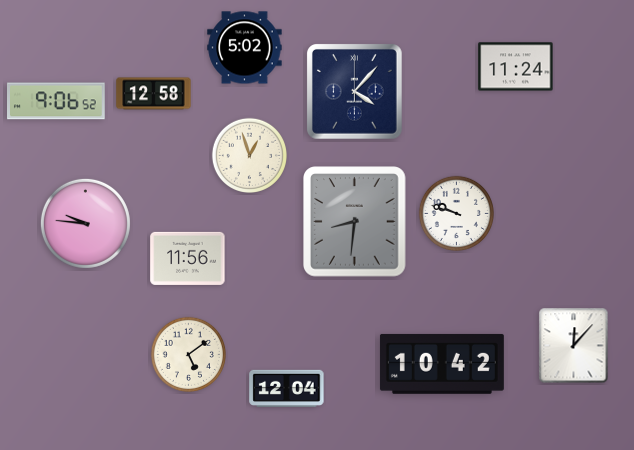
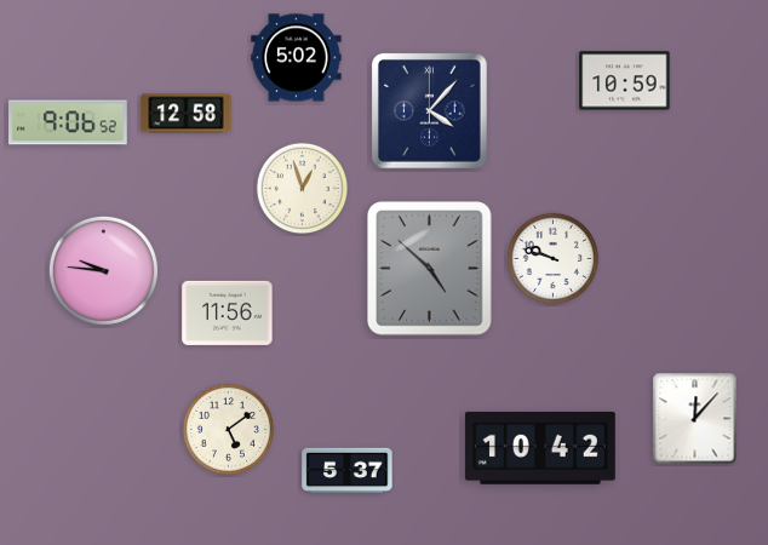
clock at (516, 67): 11:24 -> 10:59
clock at (355, 222): 8:31 -> 4:52
clock at (442, 364) position: (442, 364) -> (540, 448)
clock at (287, 388): 12:04 -> 5:37
